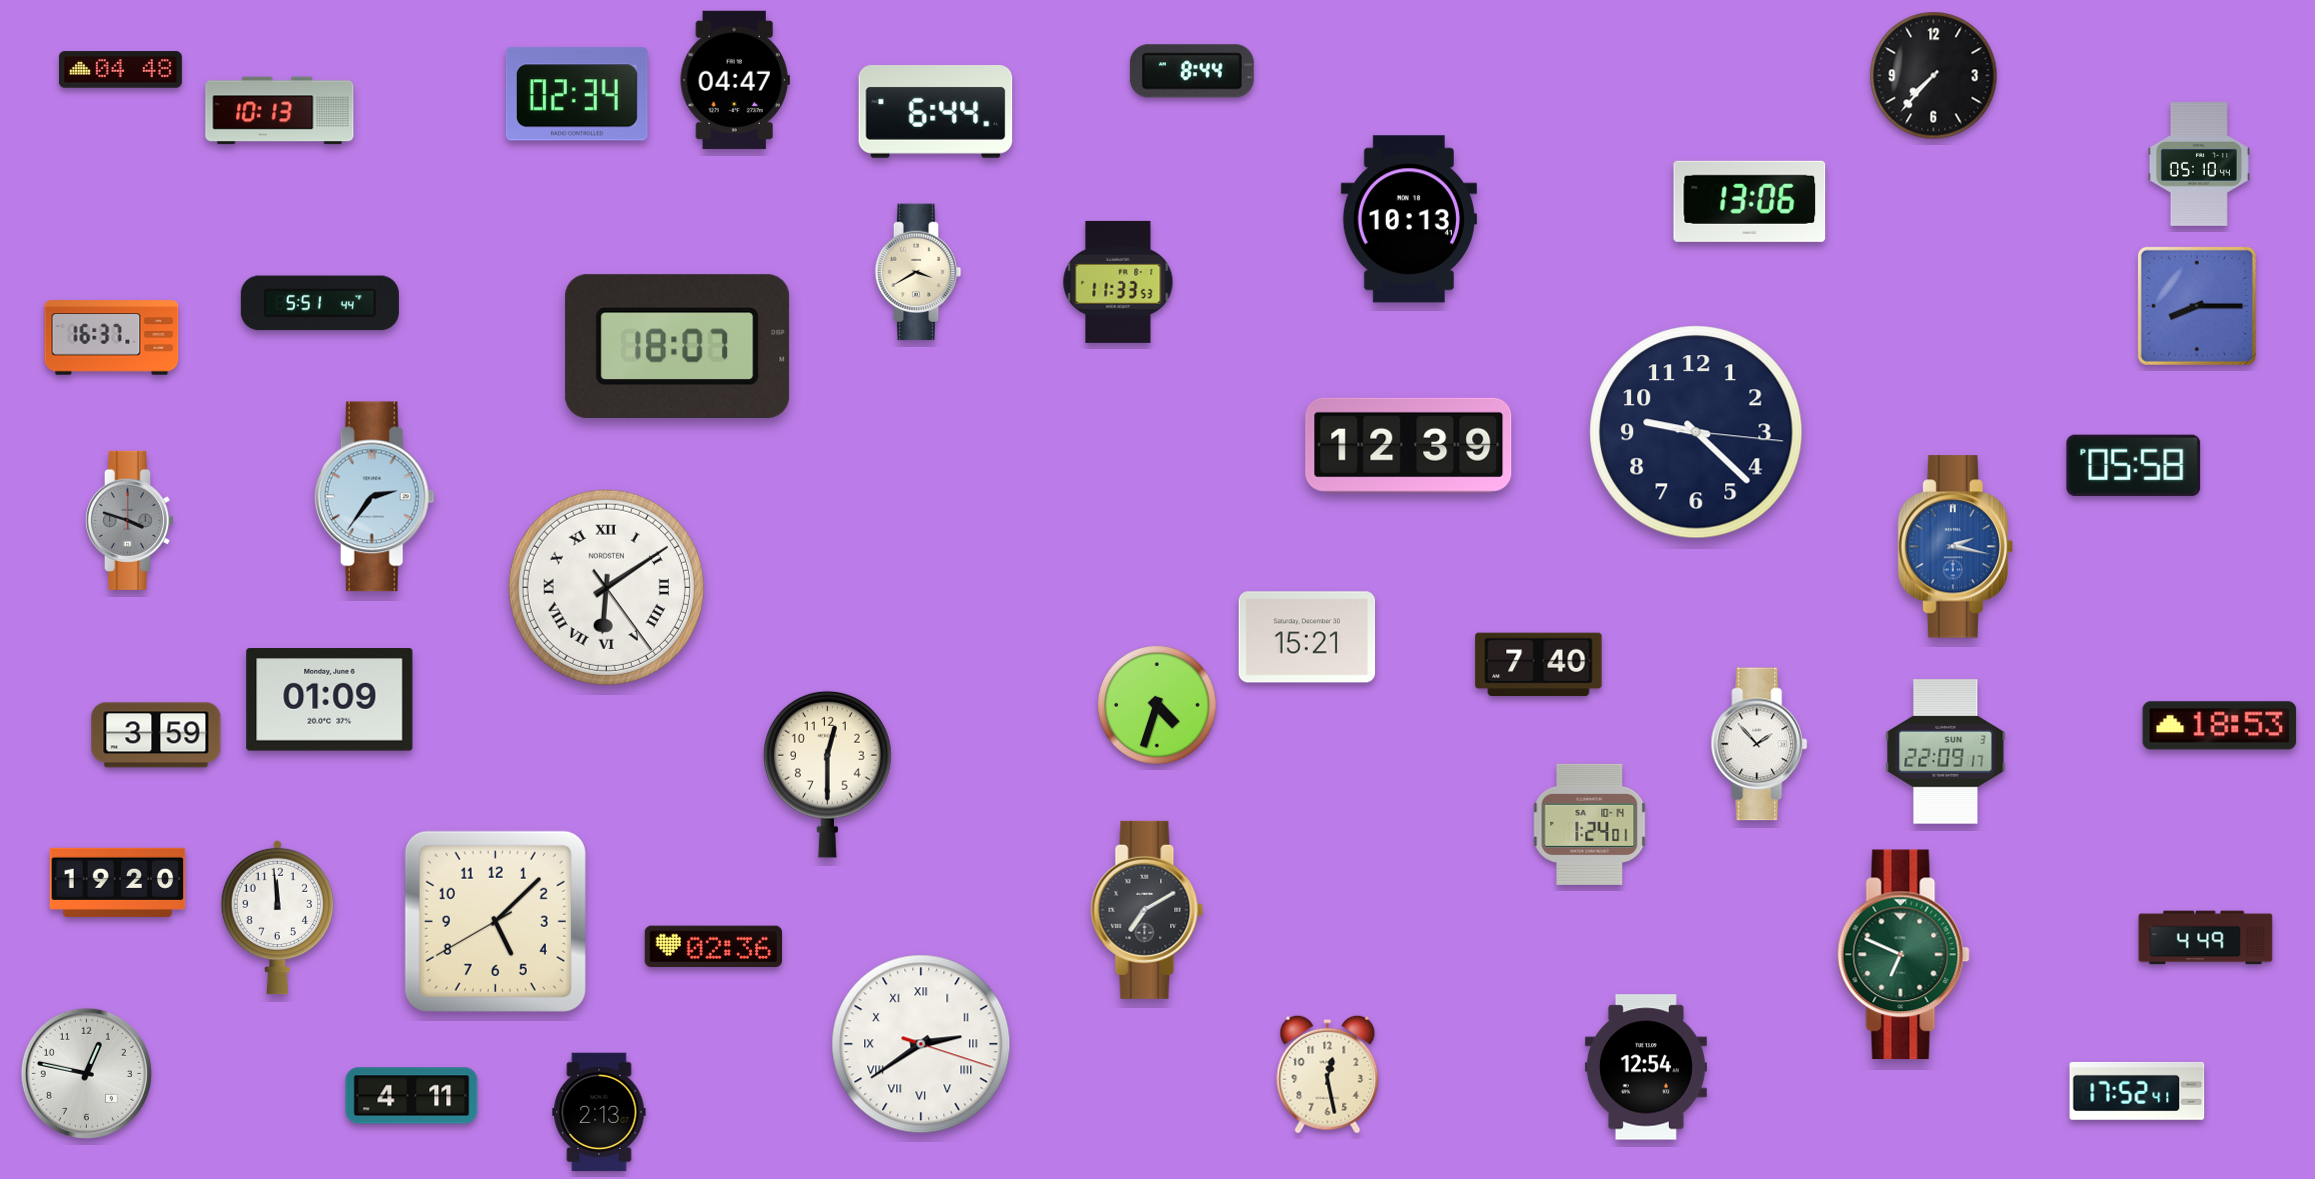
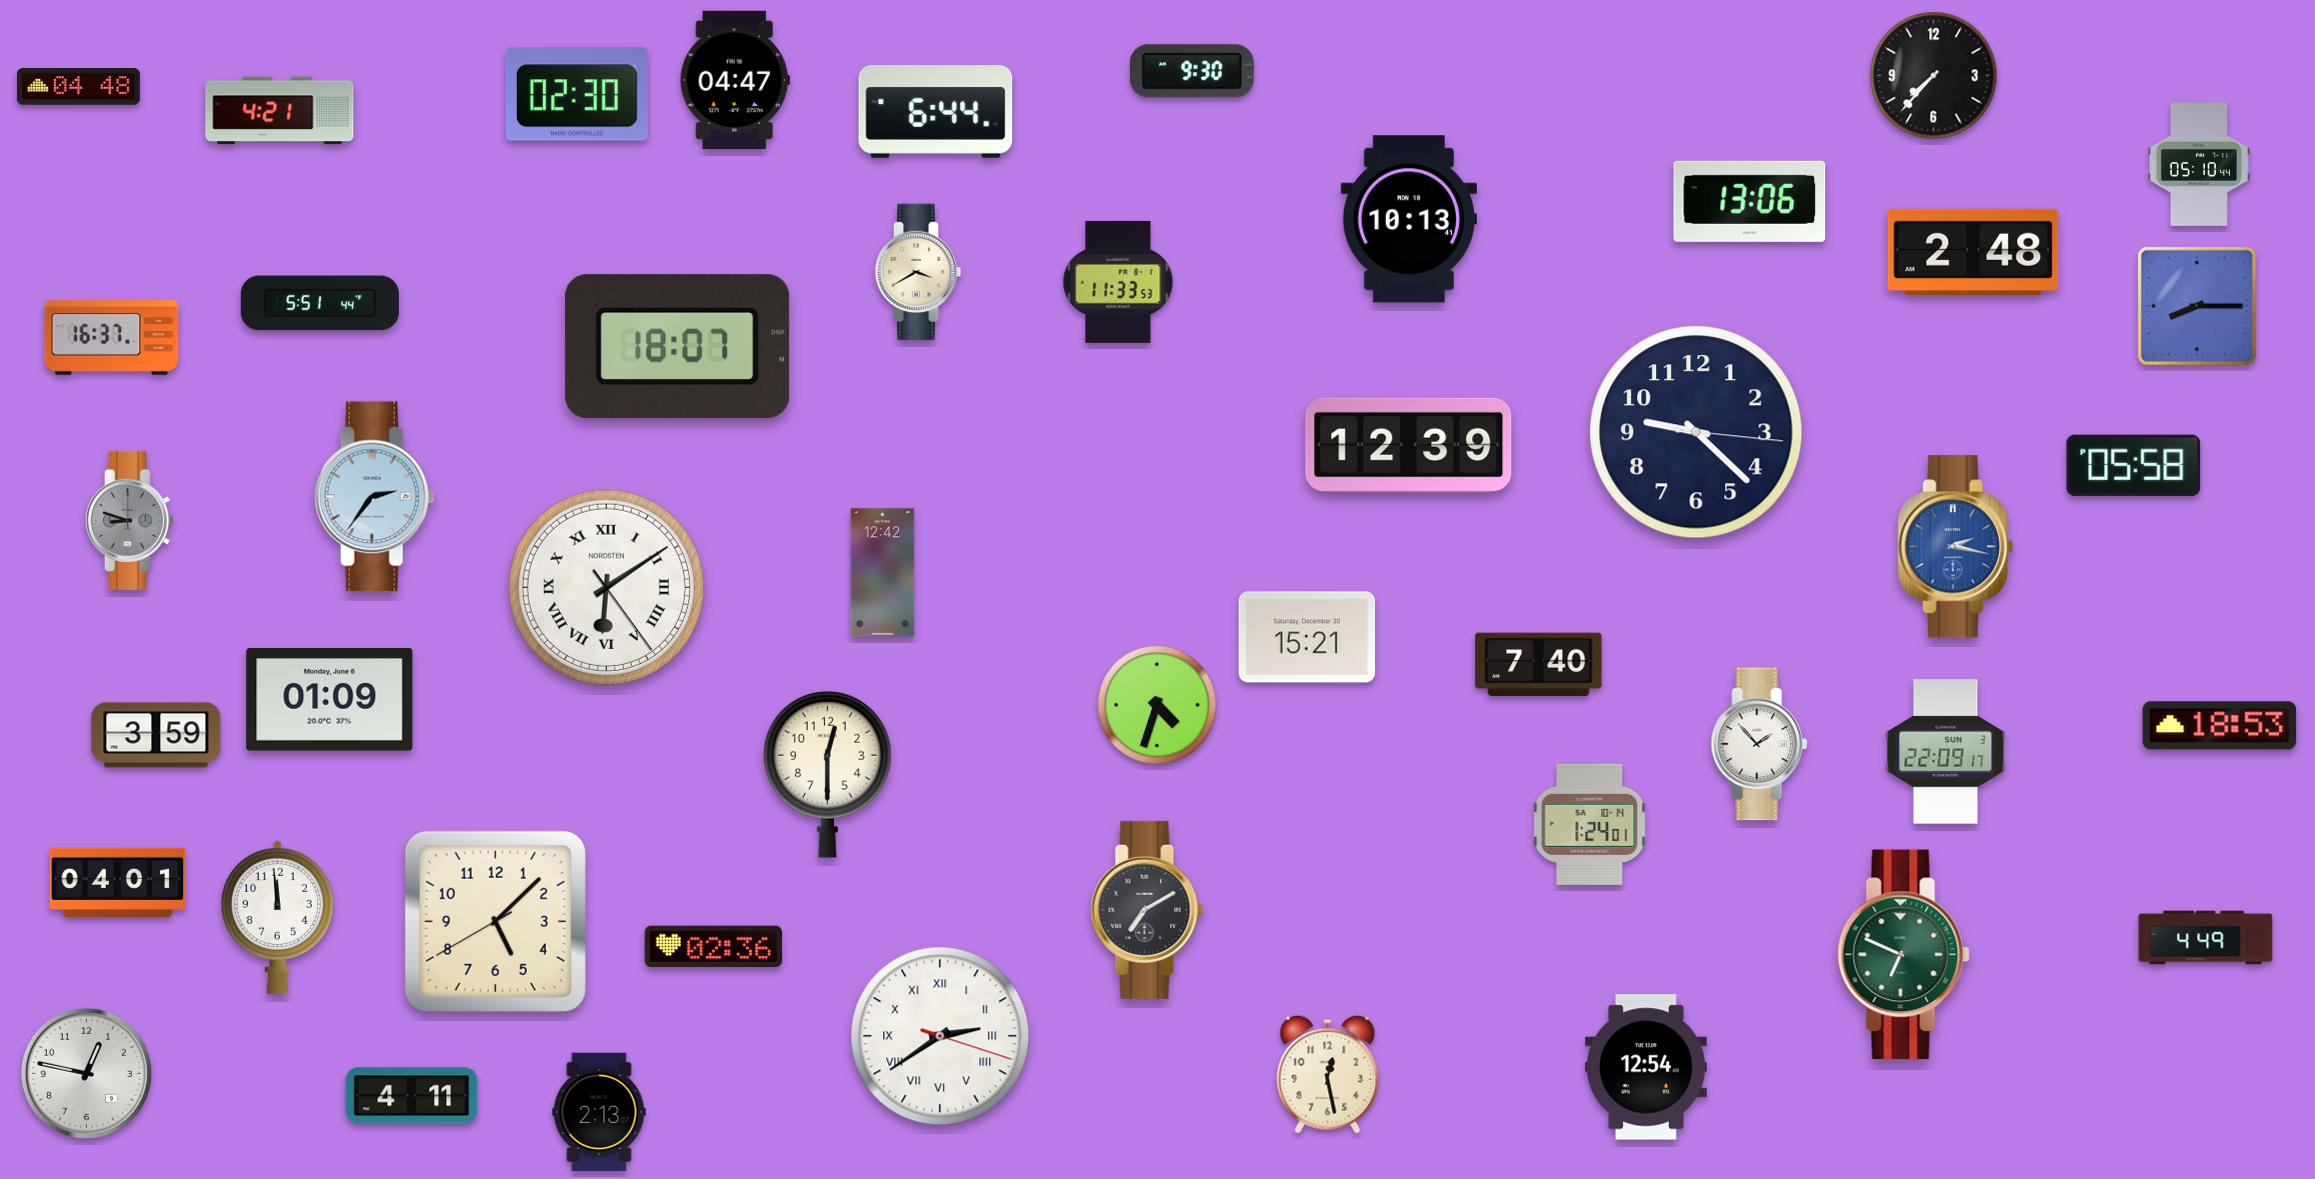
clock at (120, 70) position: (120, 70) -> (78, 87)
clock at (1192, 71): 8:44 -> 9:30
clock at (577, 94): 02:34 -> 02:30
clock at (280, 111): 10:13 -> 4:21
clock at (1973, 252): none -> 2:48
clock at (129, 520): 3:48 -> 8:48
clock at (883, 573): none -> 12:42
clock at (118, 882): 19:20 -> 04:01
clock at (921, 1044) position: (921, 1044) -> (940, 1036)
clock at (2137, 1091): 17:52 -> none
